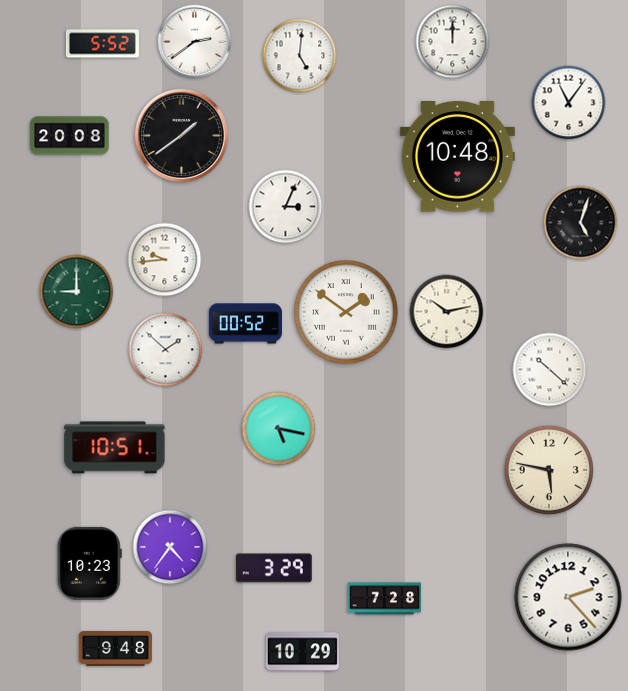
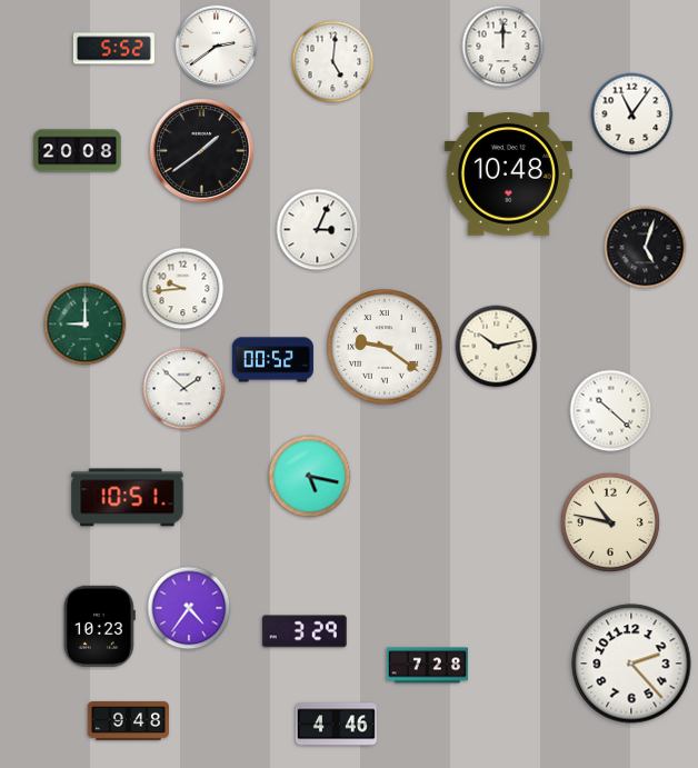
clock at (346, 312): 1:51 -> 9:21
clock at (549, 470): 5:47 -> 10:47
clock at (302, 652): 10:29 -> 4:46
